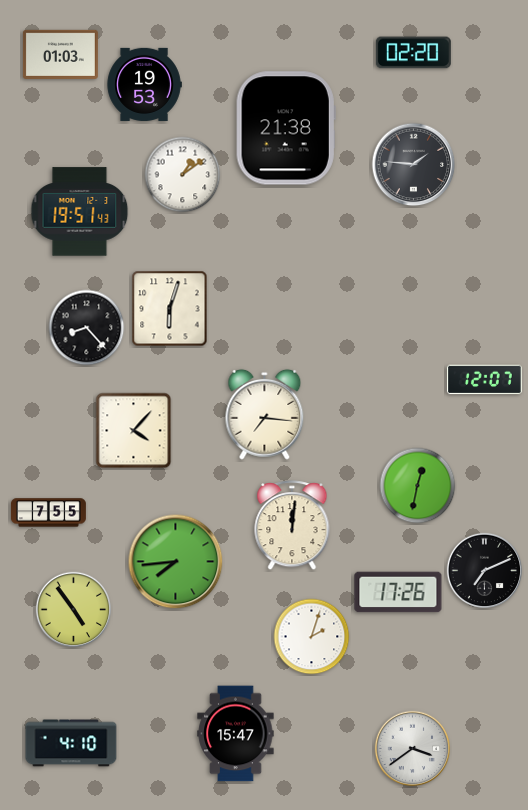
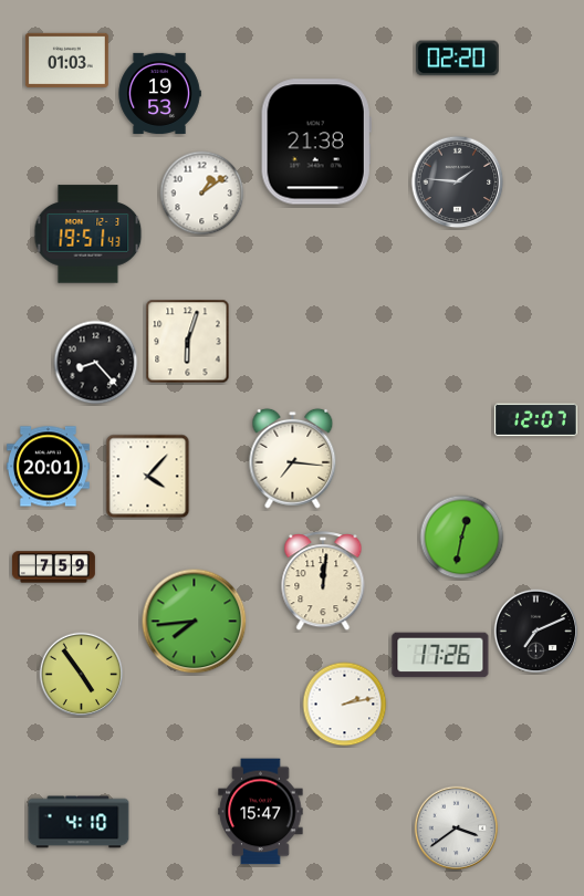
clock at (48, 467): none -> 20:01
clock at (48, 513): 7:55 -> 7:59
clock at (312, 637): 2:03 -> 2:13
